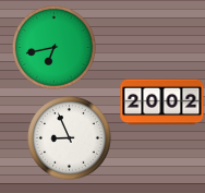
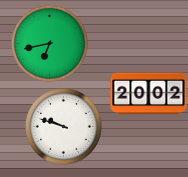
clock at (70, 138): 8:56 -> 9:48
